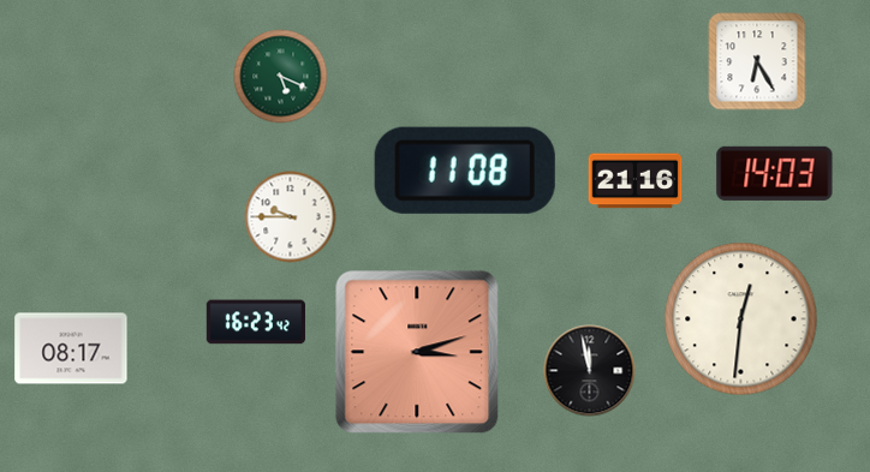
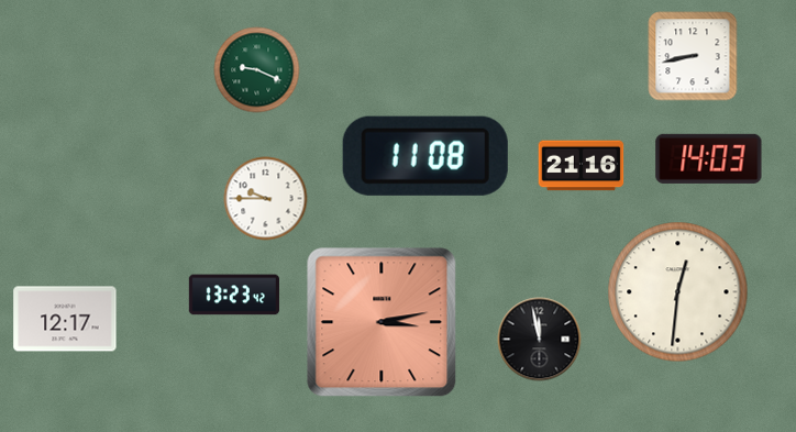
clock at (757, 61): 6:25 -> 8:43
clock at (281, 77): 5:19 -> 9:19
clock at (256, 322): 16:23 -> 13:23
clock at (71, 348): 08:17 -> 12:17
clock at (417, 352): 3:12 -> 3:13
